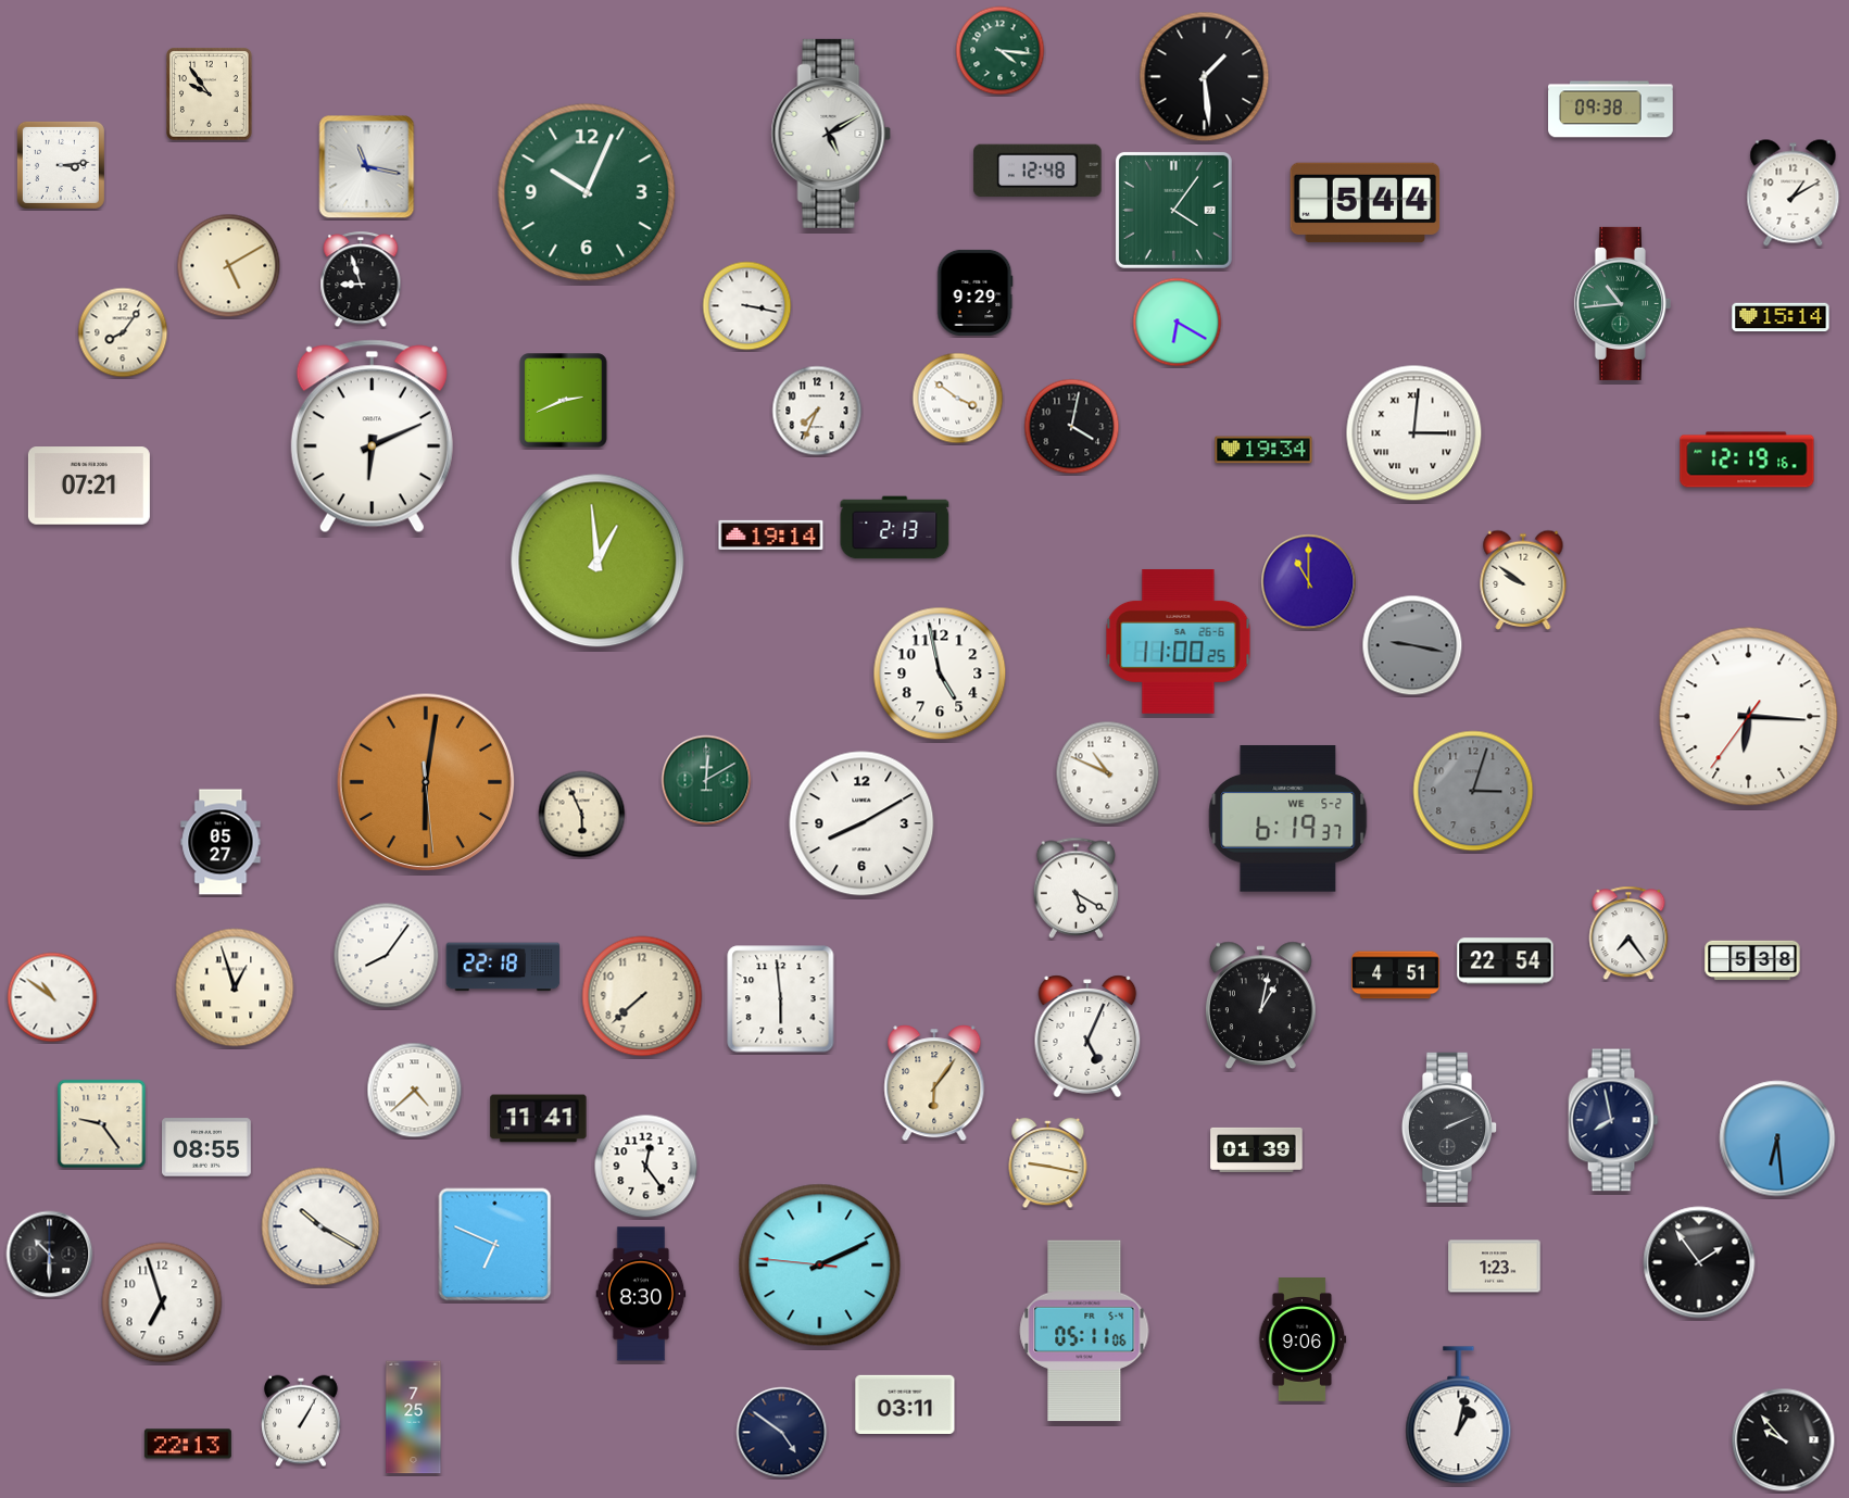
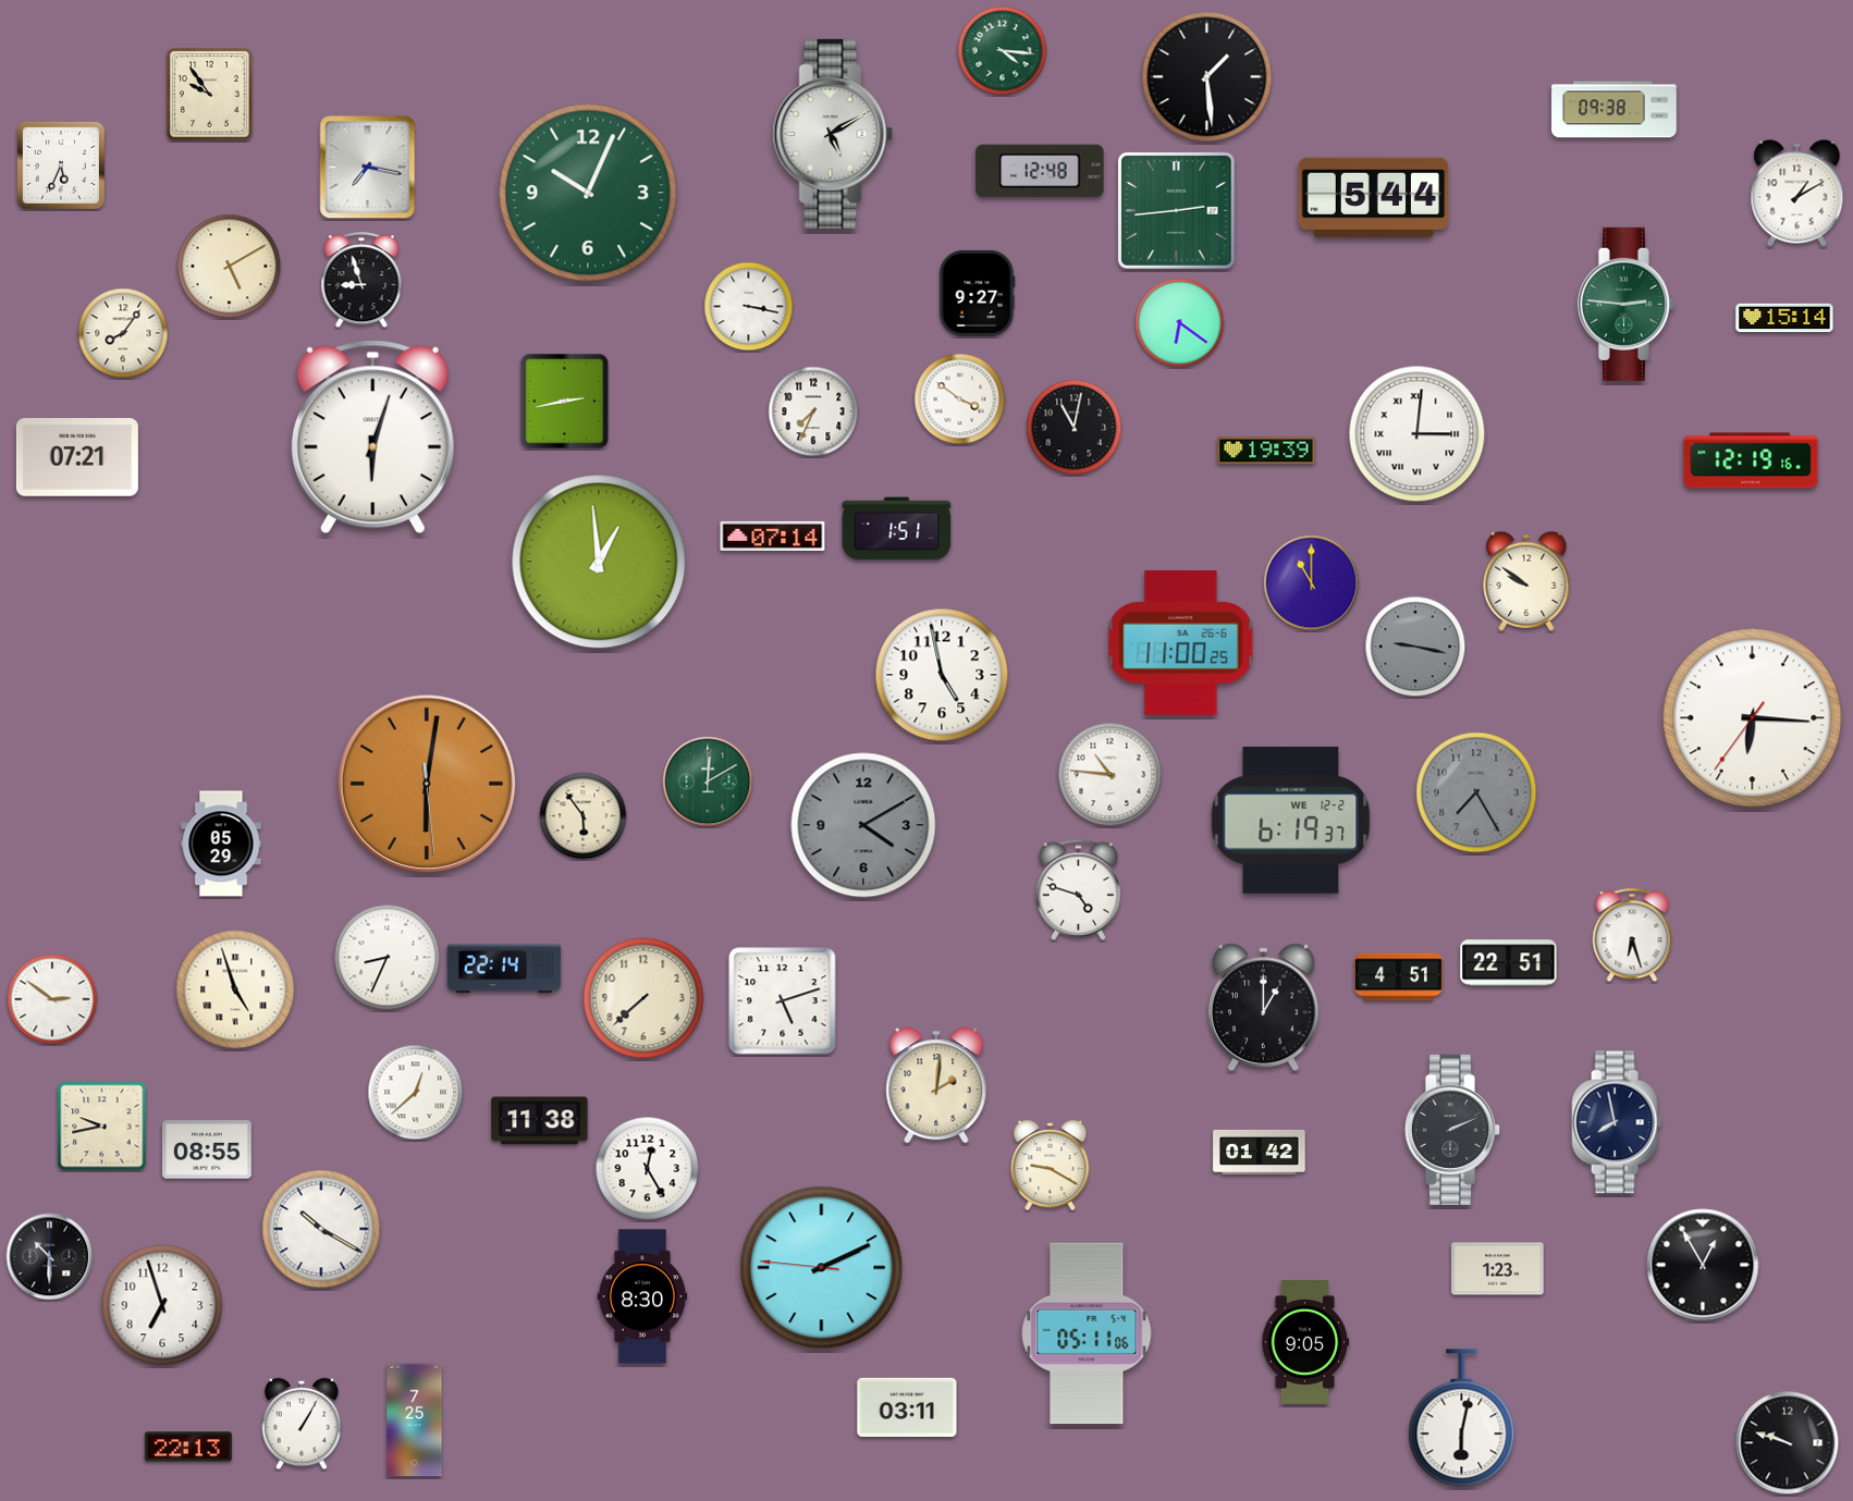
clock at (61, 165): 3:14 -> 5:34
clock at (367, 167): 11:17 -> 7:17
clock at (1366, 203) position: (1366, 203) -> (1374, 198)
clock at (1173, 210): 4:06 -> 2:44
clock at (976, 292): 9:29 -> 9:27
clock at (1622, 303): 10:44 -> 2:46
clock at (1178, 323): 6:20 -> 6:21
clock at (564, 401): 2:41 -> 2:43
clock at (817, 411) position: (817, 411) -> (813, 411)
clock at (1072, 427): 4:02 -> 11:02
clock at (372, 437): 6:11 -> 6:03
clock at (1263, 450): 19:34 -> 19:39
clock at (89, 486) position: (89, 486) -> (77, 457)
clock at (895, 528): 2:13 -> 1:51
clock at (771, 534): 19:14 -> 07:14
clock at (1108, 773): 10:49 -> 10:46
clock at (1473, 791): 3:03 -> 7:25
clock at (582, 815): 5:56 -> 5:54
clock at (1288, 819) date: WE 5-2 -> WE 12-2
clock at (861, 823): 8:10 -> 4:10
clock at (861, 823) dial: white -> grey
clock at (221, 842): 05:27 -> 05:29
clock at (1077, 888): 5:20 -> 4:48
clock at (1628, 933): 7:24 -> 6:27
clock at (387, 956): 8:06 -> 8:34
clock at (1752, 960): 5:38 -> none
clock at (1506, 961): 22:54 -> 22:51
clock at (503, 967): 22:18 -> 22:14
clock at (235, 987): 12:57 -> 4:57
clock at (52, 997): 10:51 -> 2:51
clock at (781, 999): 5:59 -> 5:12
clock at (1260, 1006): 1:02 -> 1:00
clock at (1087, 1036): 5:04 -> none
clock at (934, 1083): 6:06 -> 2:01
clock at (415, 1091): 4:38 -> 12:38
clock at (539, 1119): 11:41 -> 11:38
clock at (102, 1124): 9:24 -> 9:43
clock at (1777, 1138): 6:29 -> none
clock at (1257, 1149): 01:39 -> 01:42
clock at (1048, 1163): 9:17 -> 9:20
clock at (646, 1167): 12:24 -> 12:25
clock at (495, 1245): 6:49 -> none
clock at (1699, 1262): 1:54 -> 12:55
clock at (1303, 1340): 9:06 -> 9:05
clock at (1459, 1415): 1:02 -> 6:02
clock at (782, 1433): 4:51 -> none
clock at (1784, 1440): 9:53 -> 9:48
